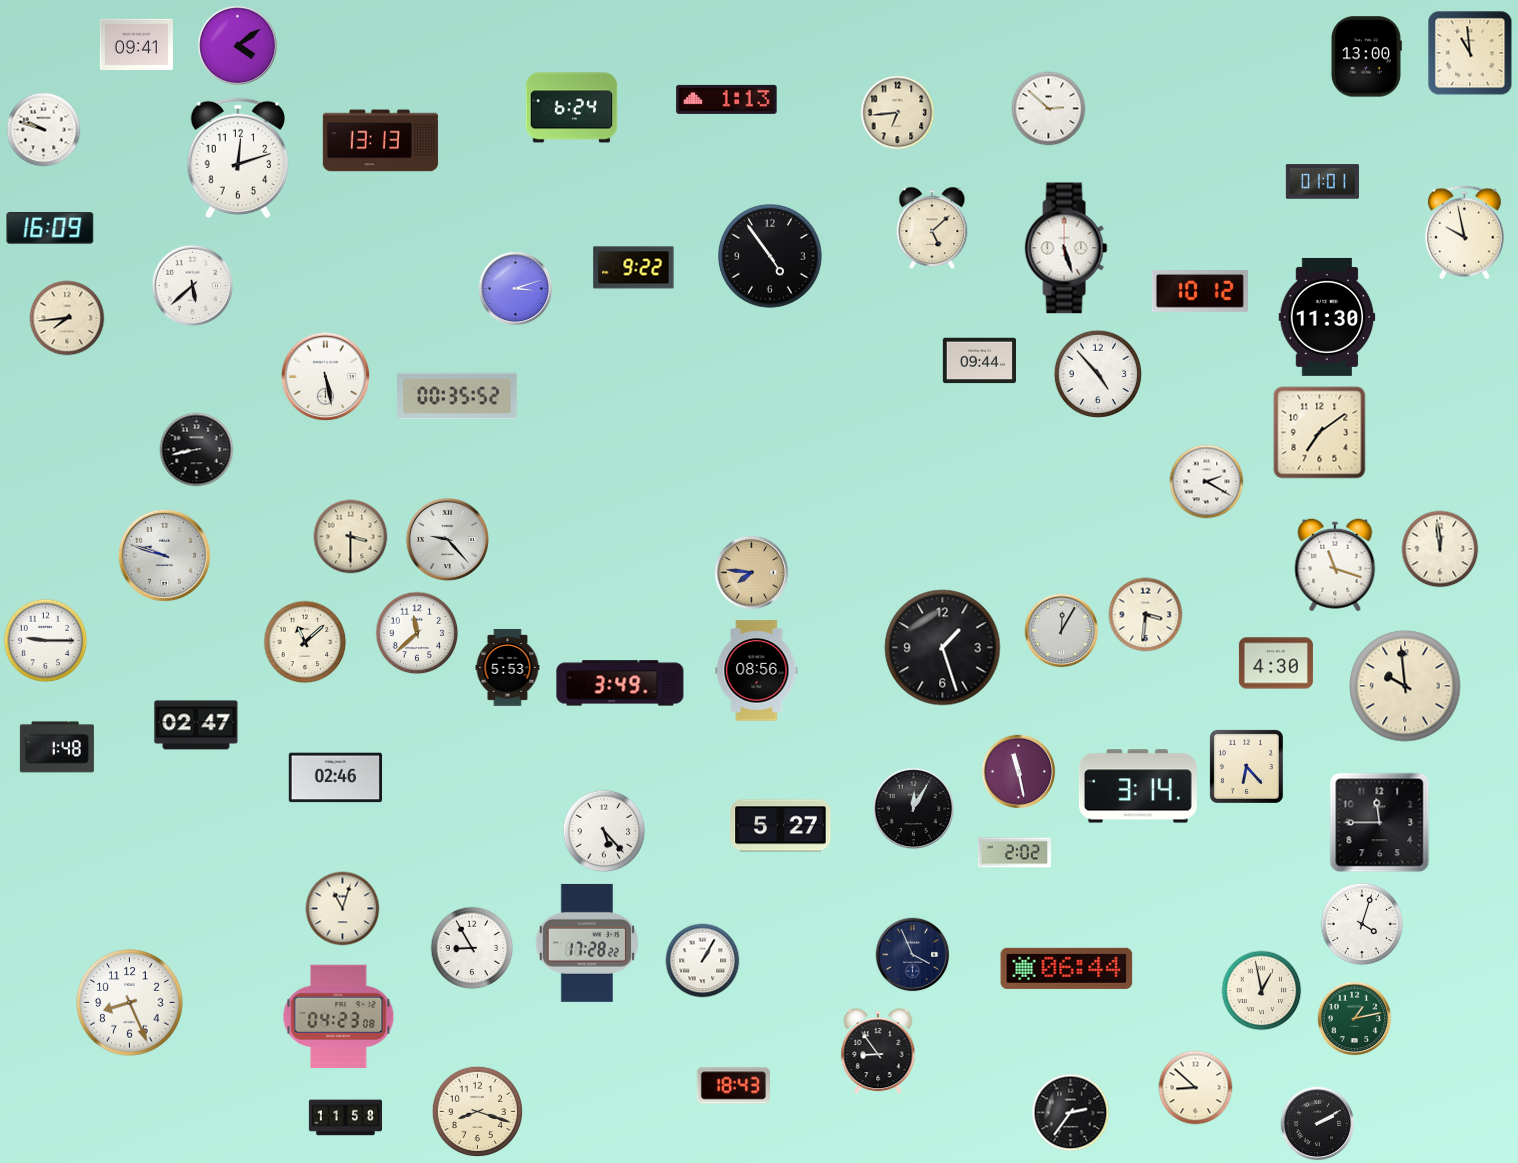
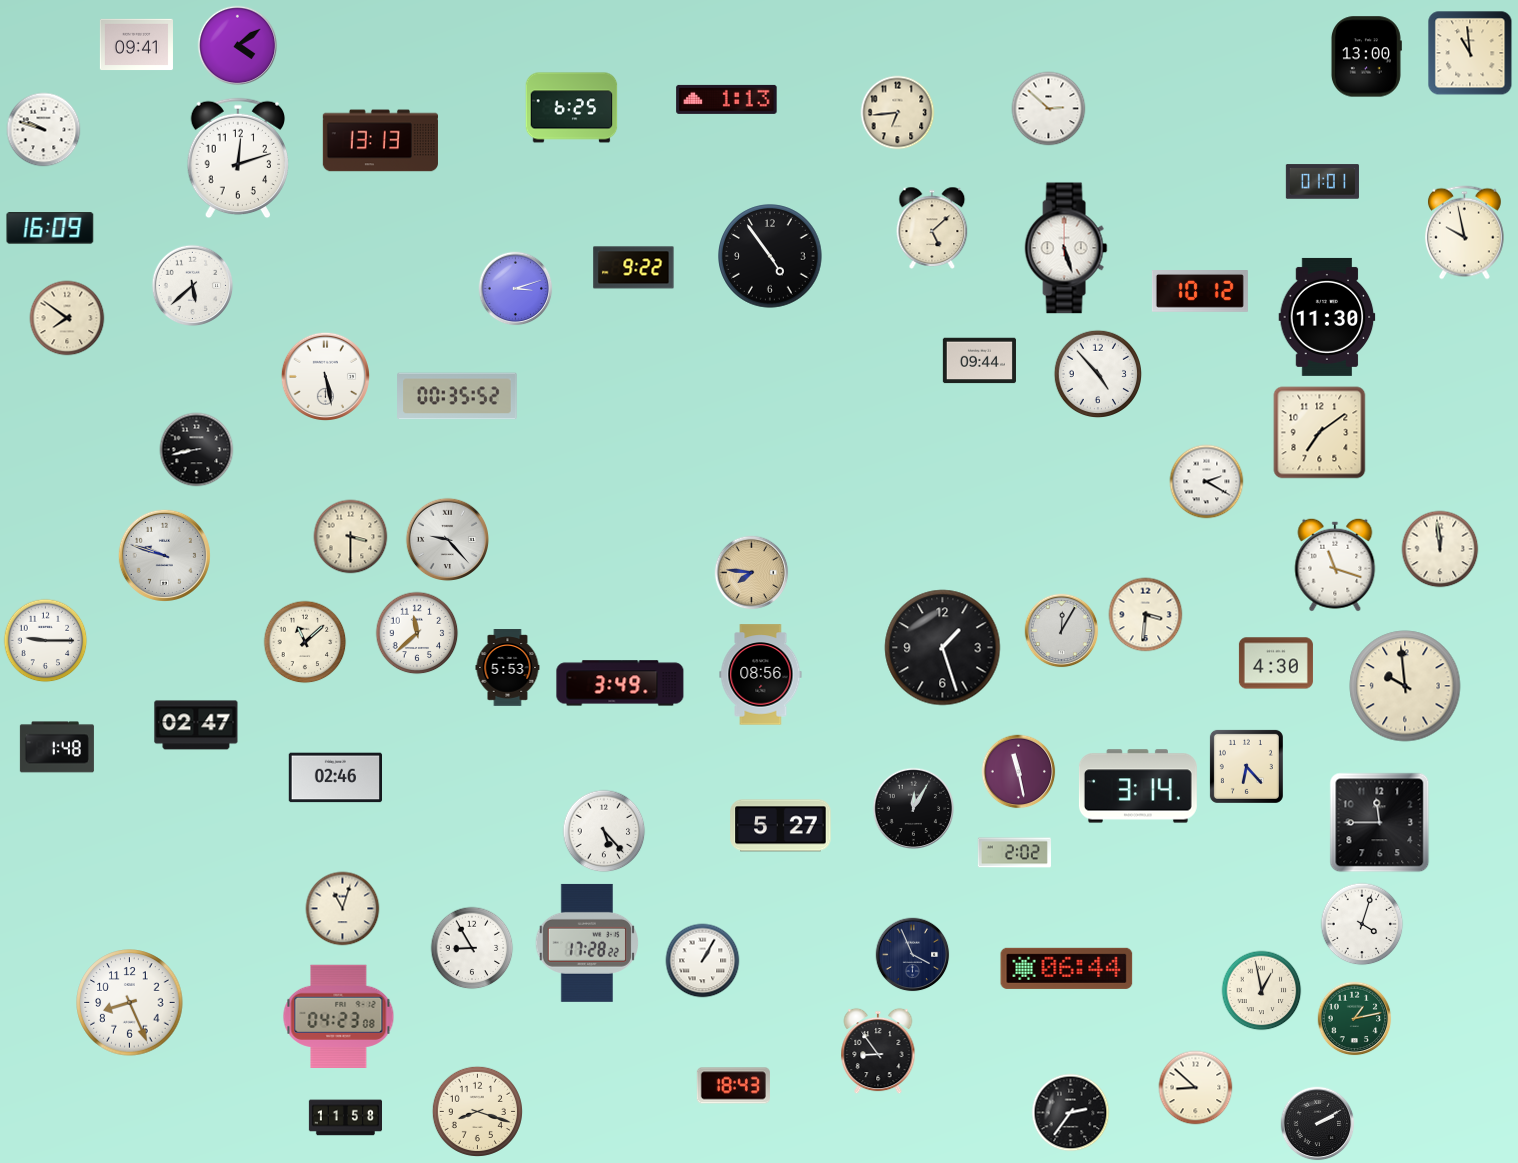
clock at (572, 108): 6:24 -> 6:25
clock at (67, 318): 7:44 -> 7:51
clock at (757, 671) position: (757, 671) -> (761, 675)
